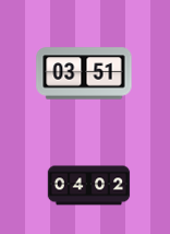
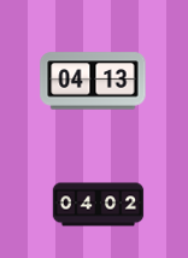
clock at (84, 73): 03:51 -> 04:13
